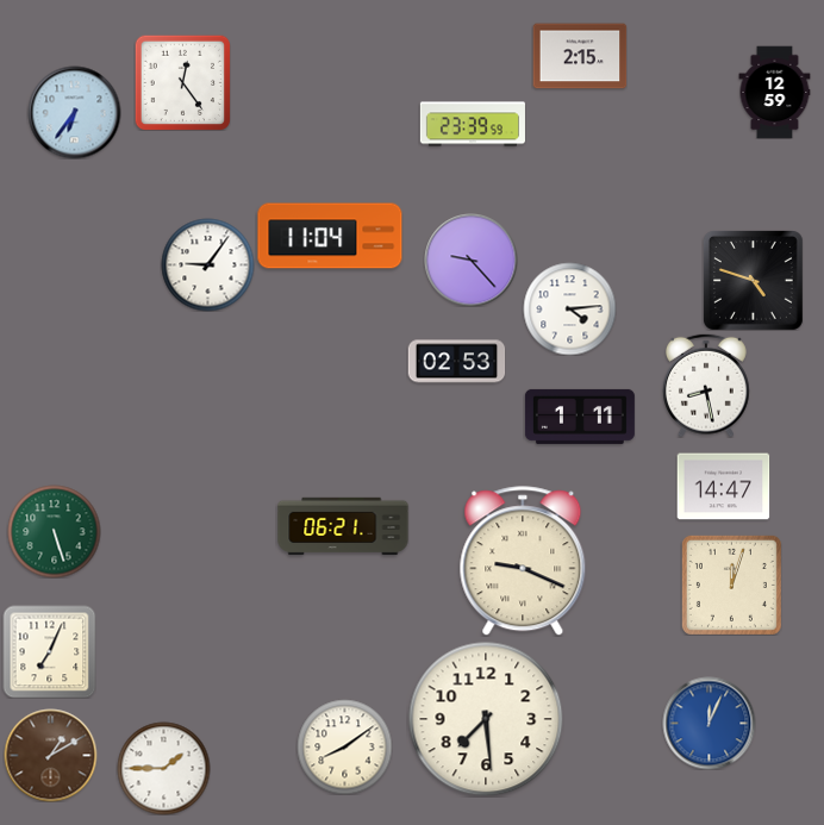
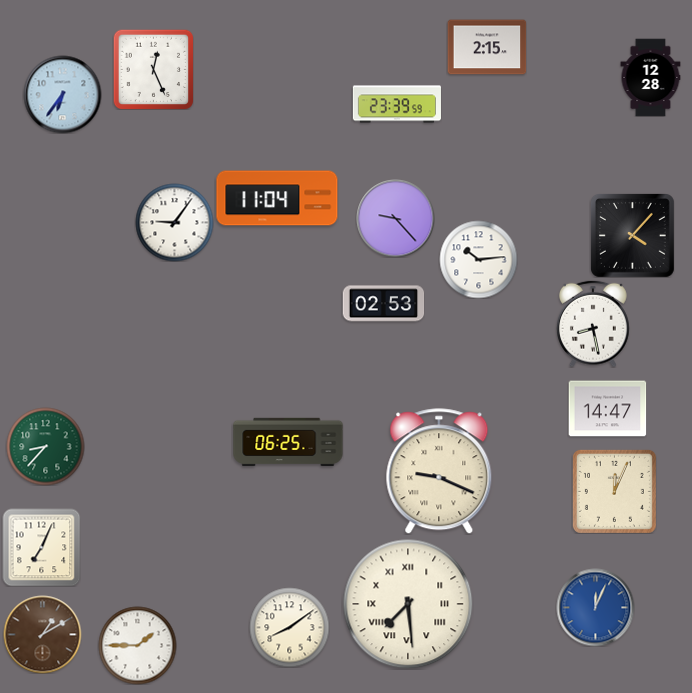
clock at (182, 82): 12:24 -> 12:26
clock at (775, 92): 12:59 -> 12:28
clock at (753, 280): 4:48 -> 4:07
clock at (569, 308): 4:14 -> 10:14
clock at (580, 417): 1:11 -> none
clock at (343, 526): 06:21 -> 06:25
clock at (54, 531): 5:27 -> 8:37
clock at (731, 585): 12:03 -> 12:04
clock at (486, 719) numerals: Arabic -> Roman
